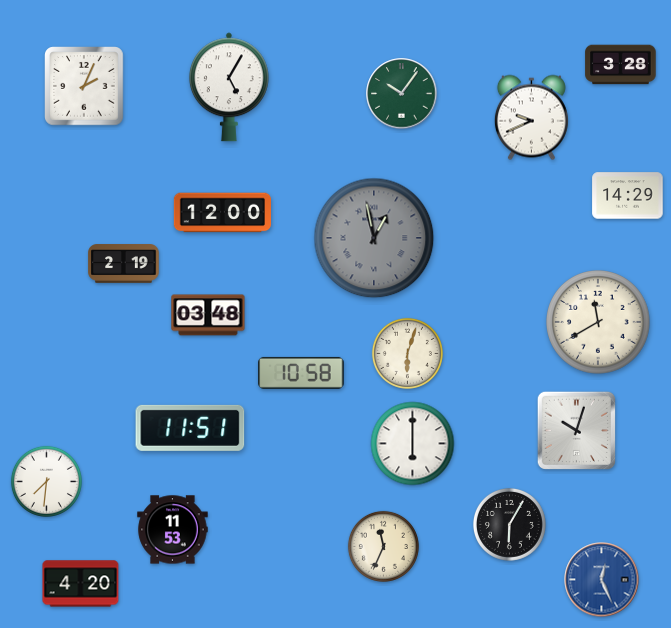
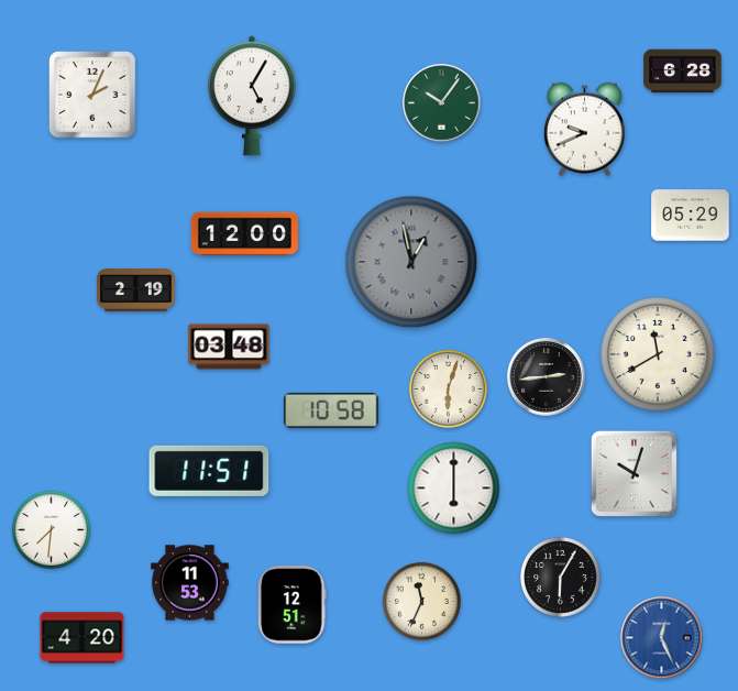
clock at (621, 65): 3:28 -> 6:28
clock at (628, 196): 14:29 -> 05:29
clock at (547, 377): none -> 2:44
clock at (293, 605): none -> 12:51
clock at (81, 584) position: (81, 584) -> (82, 638)
